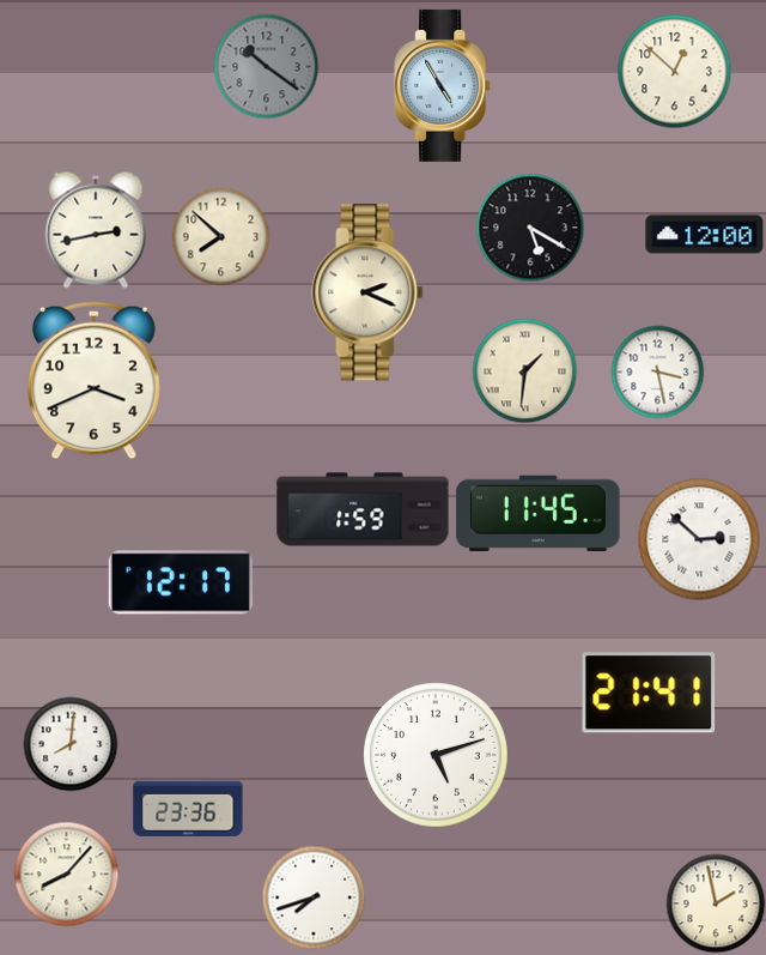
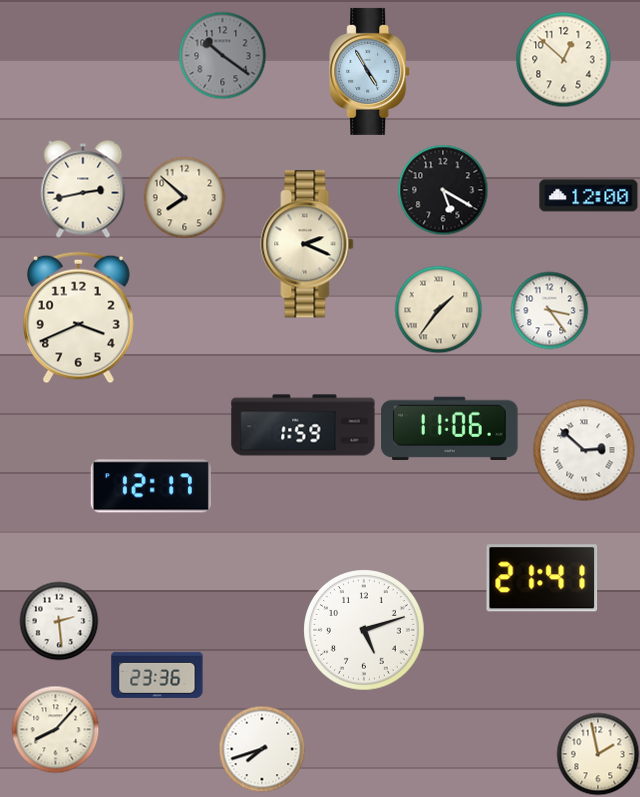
clock at (96, 230) position: (96, 230) -> (83, 189)
clock at (524, 370): 1:31 -> 1:36
clock at (657, 371): 3:28 -> 3:24
clock at (539, 513): 11:45 -> 11:06
clock at (71, 744): 8:01 -> 2:29
